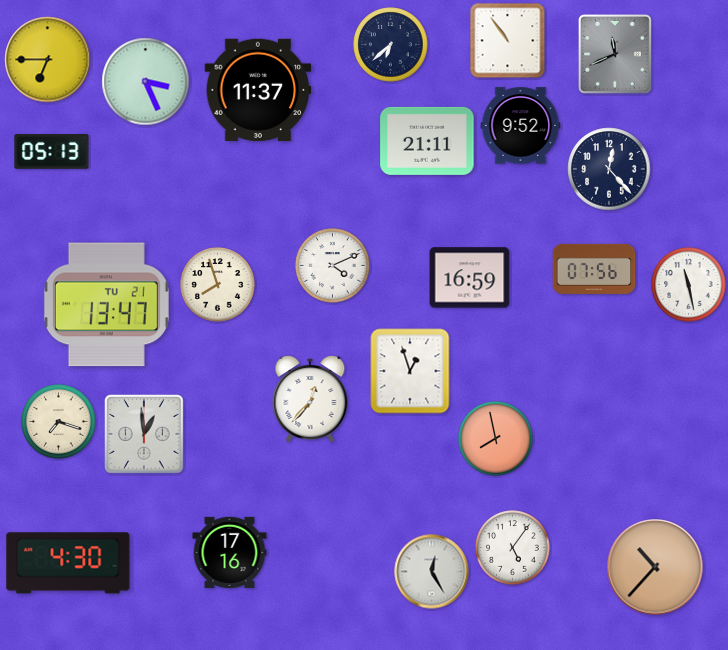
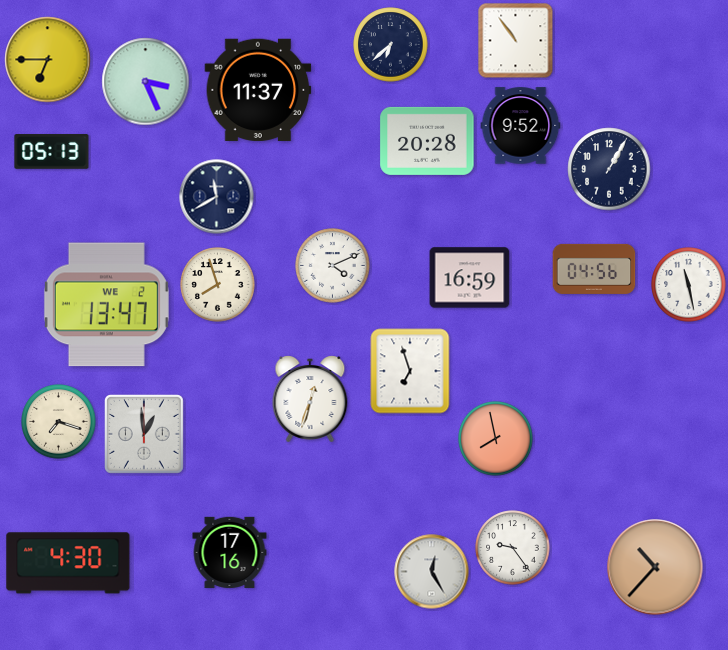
clock at (508, 41) position: (508, 41) -> (516, 41)
clock at (616, 55): 11:41 -> none
clock at (427, 141): 21:11 -> 20:28
clock at (609, 169): 12:23 -> 1:05
clock at (217, 197): none -> 11:40
clock at (594, 269): 07:56 -> 04:56
clock at (106, 305) date: TU 21 -> WE 2
clock at (410, 371): 12:57 -> 6:57
clock at (310, 399): 12:37 -> 12:33
clock at (513, 548): 5:06 -> 9:24
